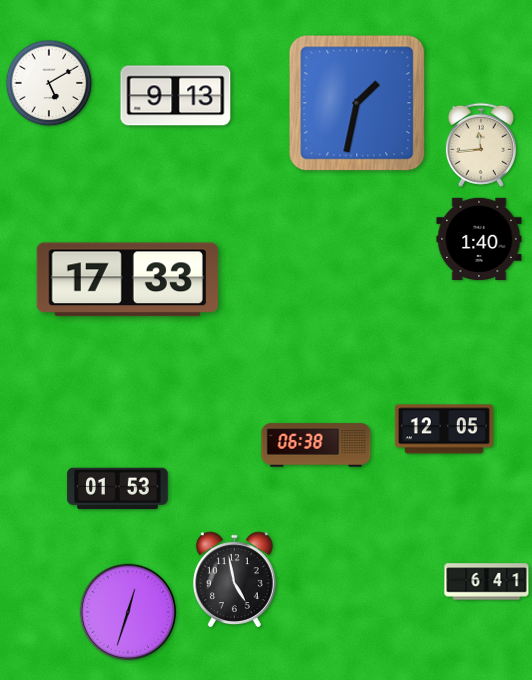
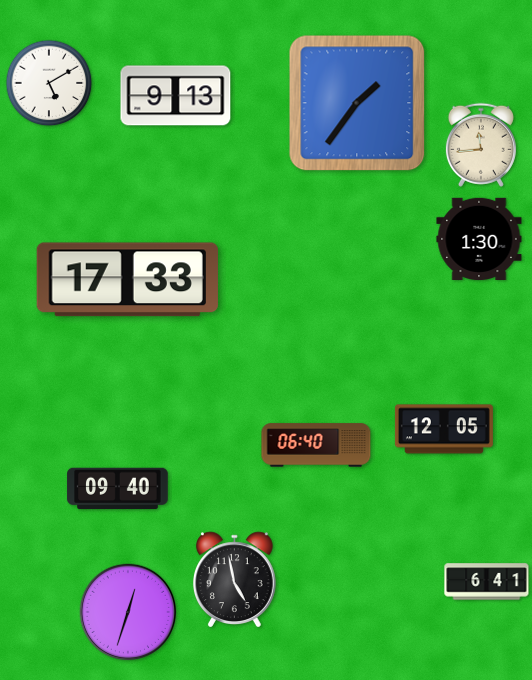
clock at (357, 103): 1:32 -> 1:36
clock at (479, 238): 1:40 -> 1:30
clock at (316, 445): 06:38 -> 06:40
clock at (118, 489): 01:53 -> 09:40
